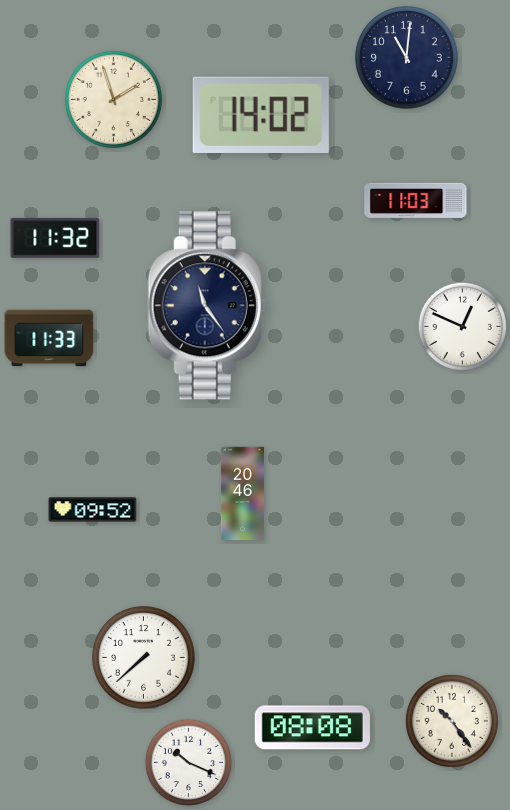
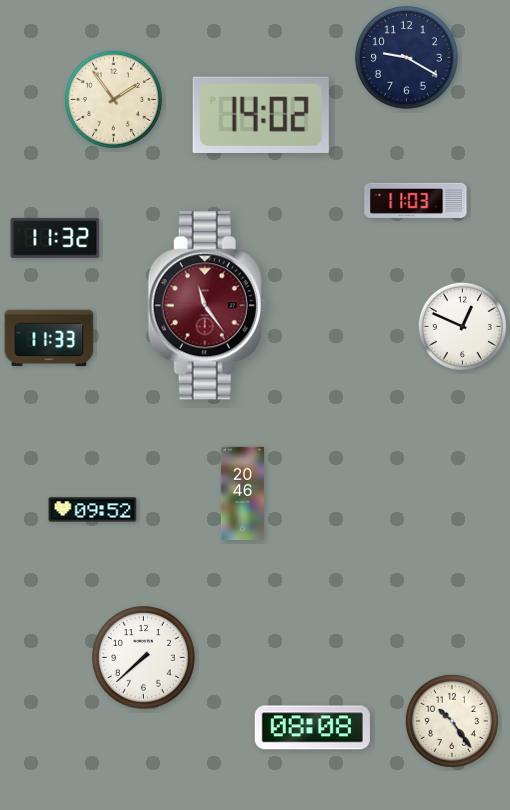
clock at (407, 58): 11:01 -> 9:20
clock at (113, 99): 1:57 -> 1:54
clock at (207, 306) dial: navy -> burgundy
clock at (189, 763): 10:19 -> none
